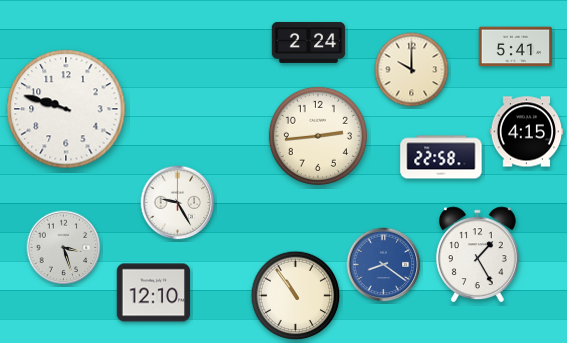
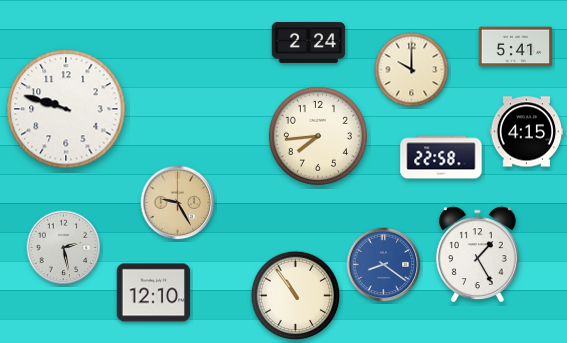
clock at (318, 136): 2:44 -> 7:44
clock at (178, 203) dial: white -> champagne
clock at (64, 248): 3:27 -> 2:28
